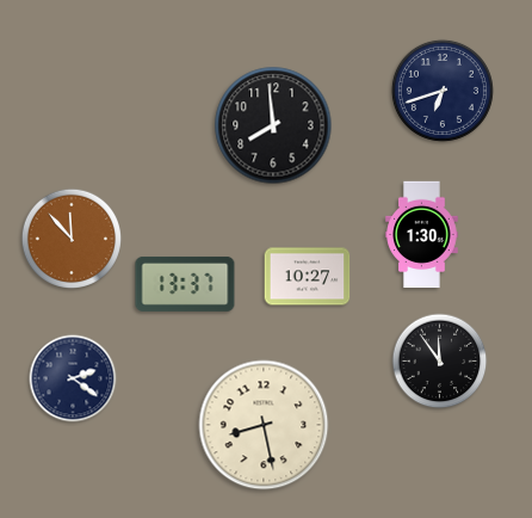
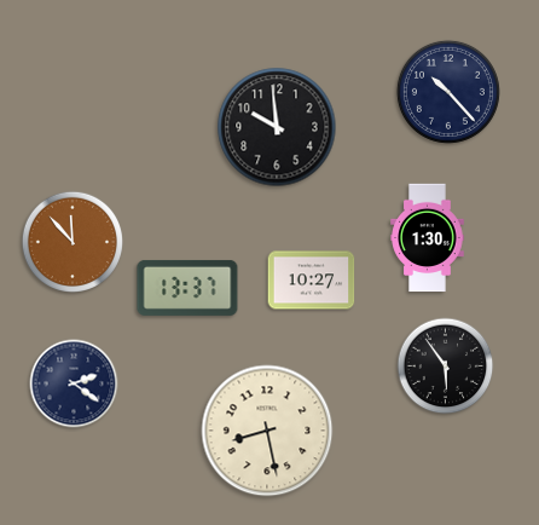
clock at (443, 91): 6:42 -> 10:23
clock at (273, 125): 7:59 -> 9:59
clock at (440, 362): 11:54 -> 5:54
